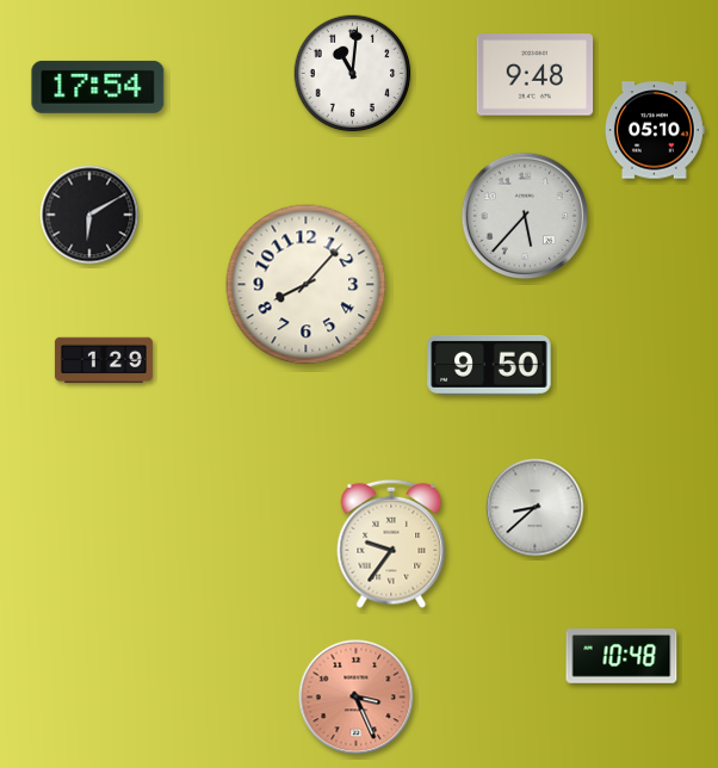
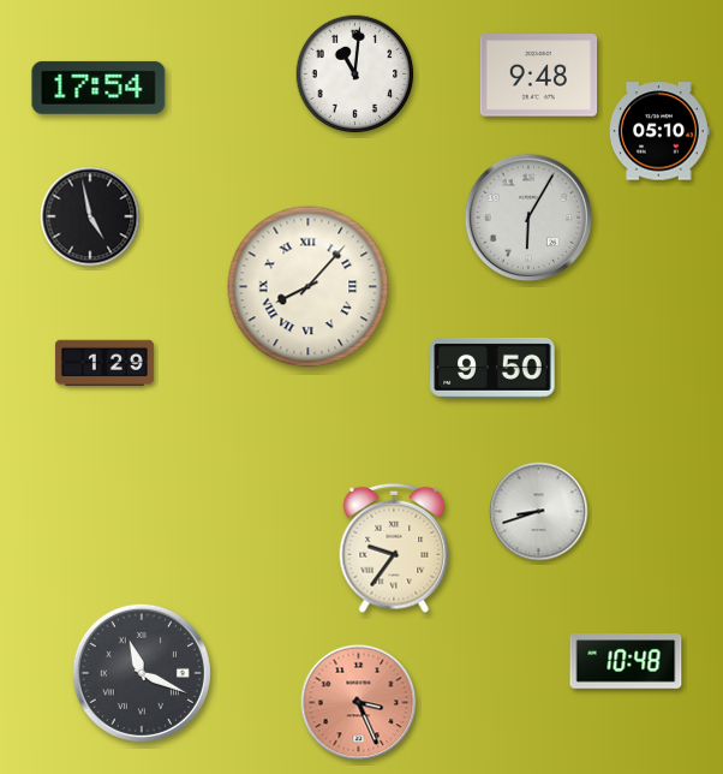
clock at (89, 215): 6:10 -> 4:58
clock at (525, 216): 5:37 -> 6:05
clock at (307, 285) numerals: Arabic -> Roman
clock at (536, 508): 8:38 -> 8:42
clock at (142, 673): none -> 11:19
